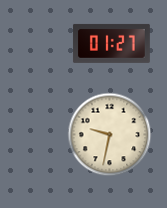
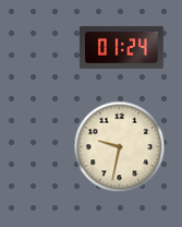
clock at (111, 43): 01:27 -> 01:24
